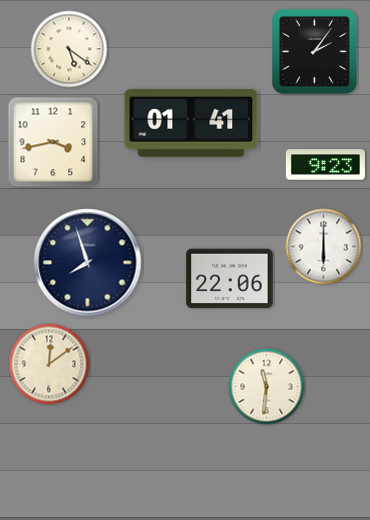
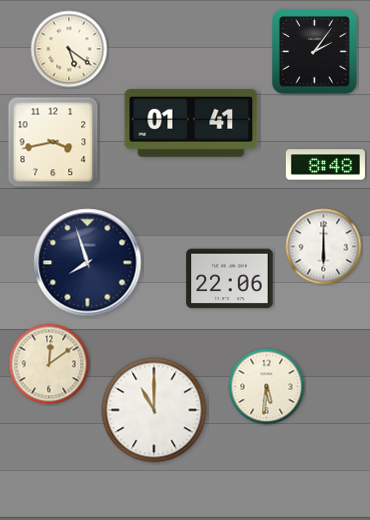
clock at (325, 165): 9:23 -> 8:48
clock at (267, 387): 11:31 -> 5:31
clock at (154, 410): none -> 11:00
